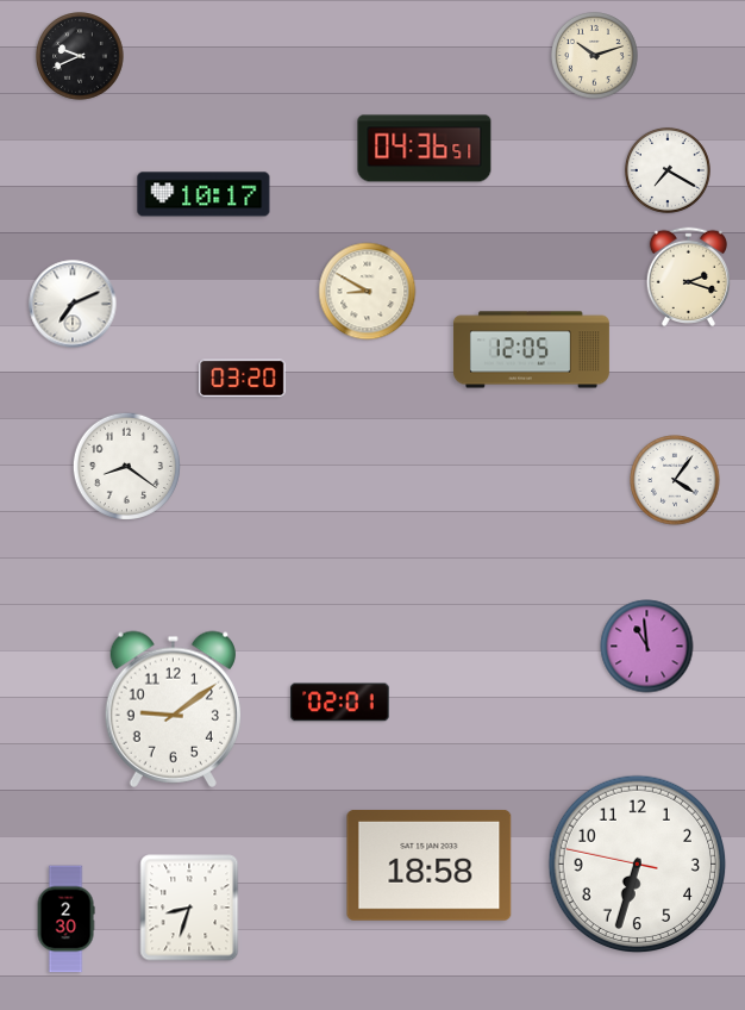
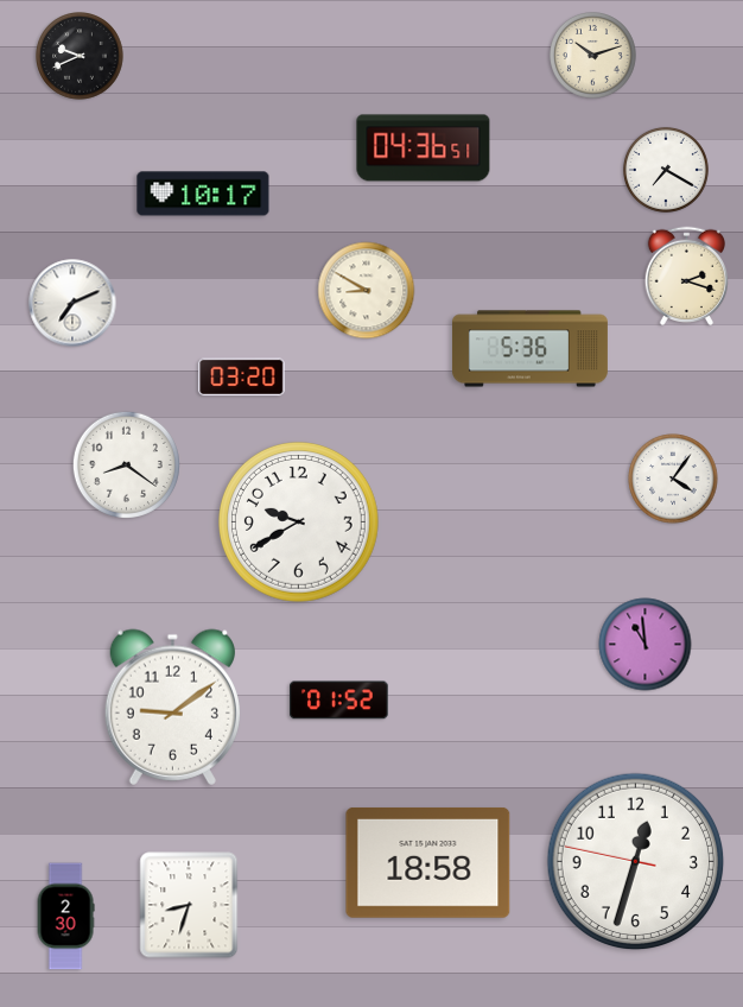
clock at (531, 350): 12:05 -> 5:36
clock at (299, 522): none -> 9:40
clock at (340, 703): 02:01 -> 01:52
clock at (638, 865): 6:32 -> 12:32
